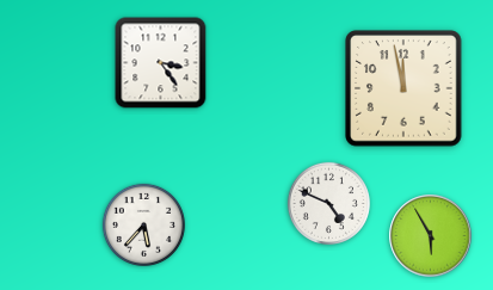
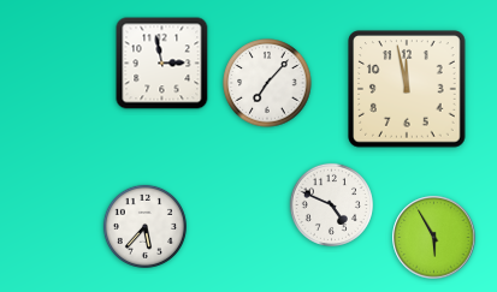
clock at (161, 63): 3:24 -> 2:58
clock at (267, 83): none -> 7:07
